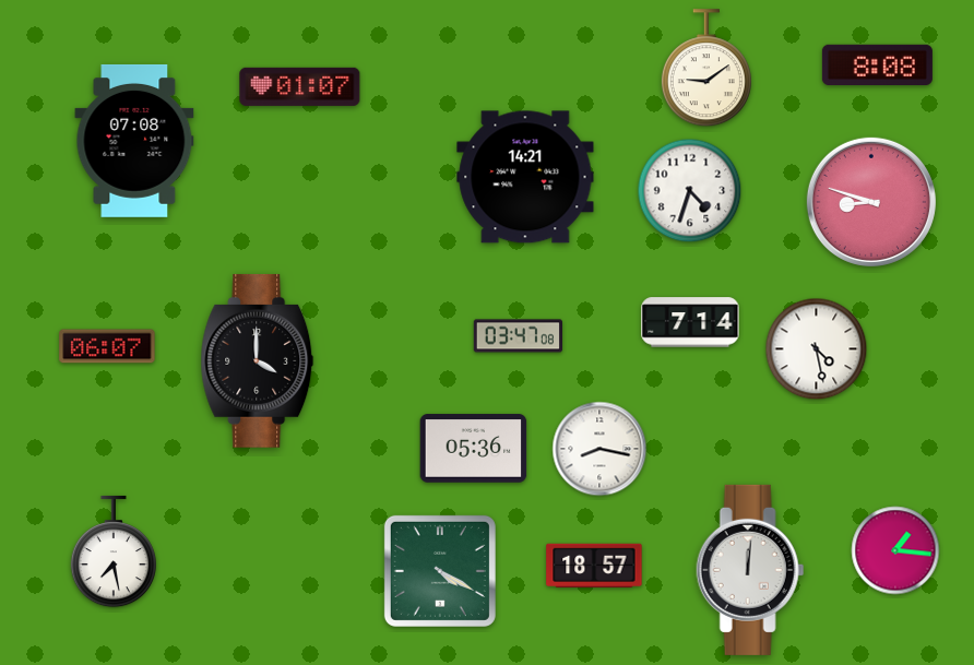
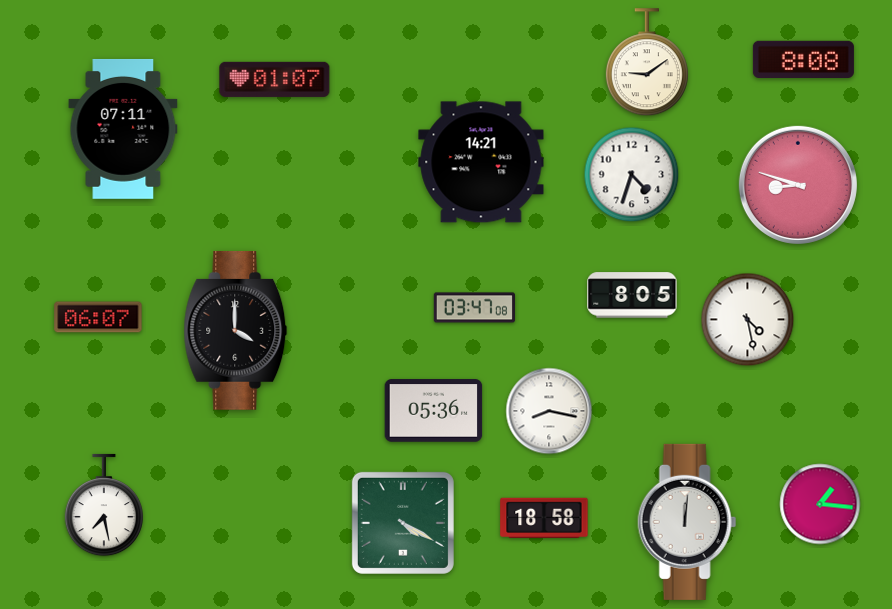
clock at (134, 141): 07:08 -> 07:11
clock at (690, 322): 7:14 -> 8:05
clock at (594, 566): 18:57 -> 18:58
